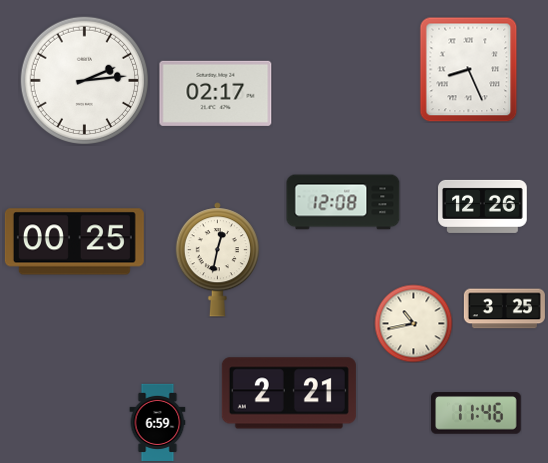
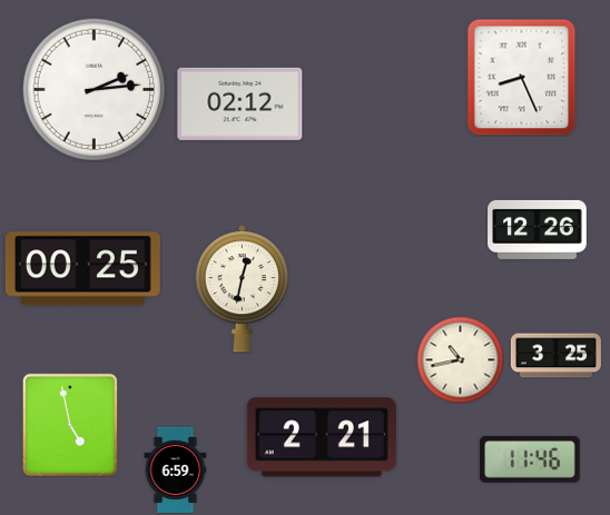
clock at (216, 93): 02:17 -> 02:12
clock at (343, 202): 12:08 -> none
clock at (504, 309) position: (504, 309) -> (555, 356)
clock at (70, 425): none -> 4:58
